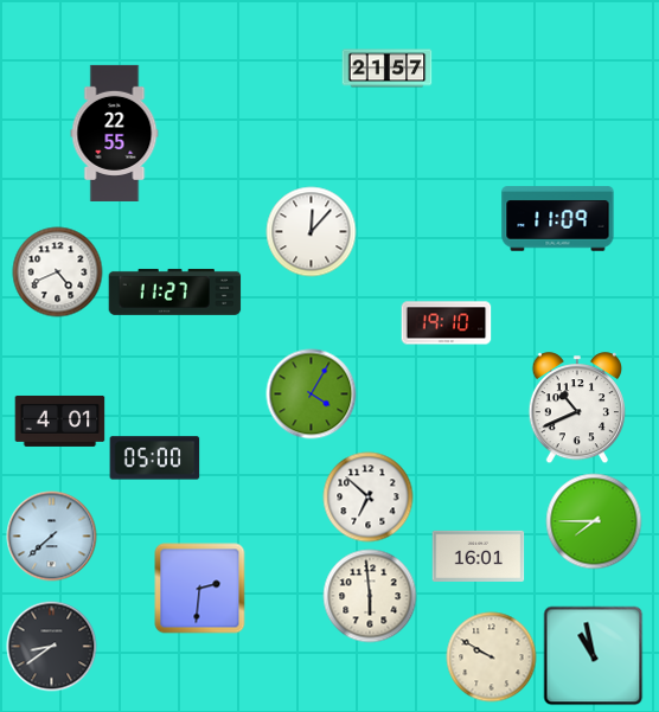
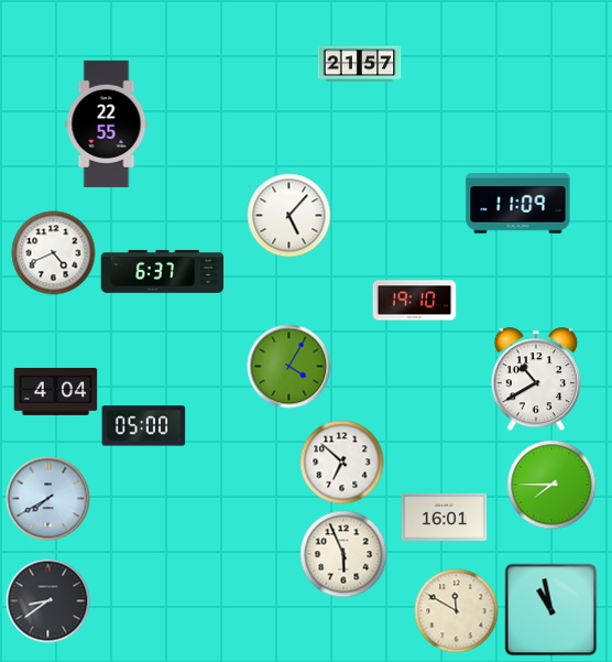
clock at (312, 232): 12:07 -> 5:07
clock at (175, 291): 11:27 -> 6:37
clock at (576, 409): 10:41 -> 10:40
clock at (60, 421): 4:01 -> 4:04
clock at (52, 537): 7:38 -> 7:40
clock at (200, 589): 2:31 -> none
clock at (370, 596): 5:59 -> 5:56
clock at (492, 658): 9:50 -> 11:50
